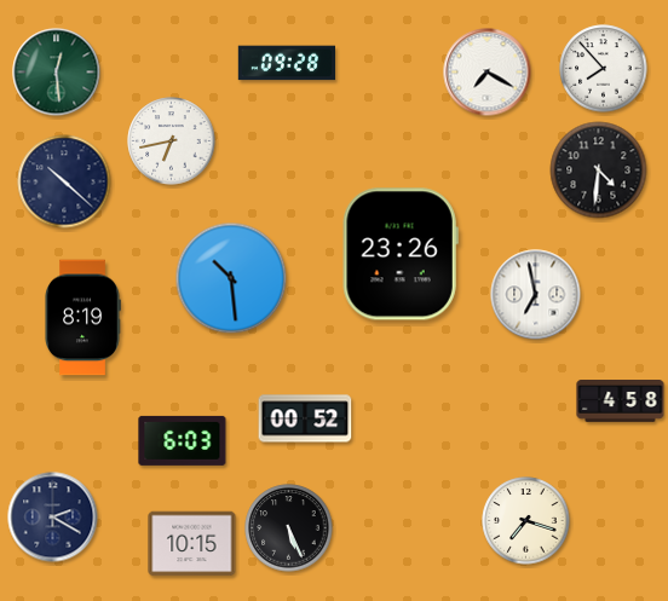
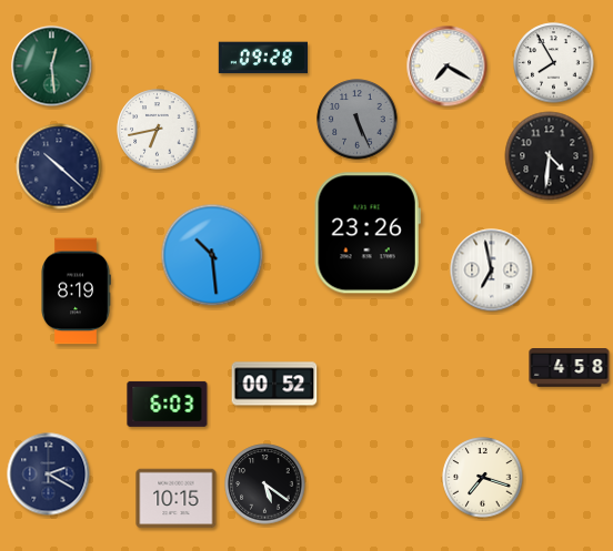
clock at (604, 69): 7:53 -> 7:55
clock at (358, 120): none -> 5:26
clock at (305, 418) position: (305, 418) -> (274, 384)
clock at (289, 528): 5:26 -> 5:21
